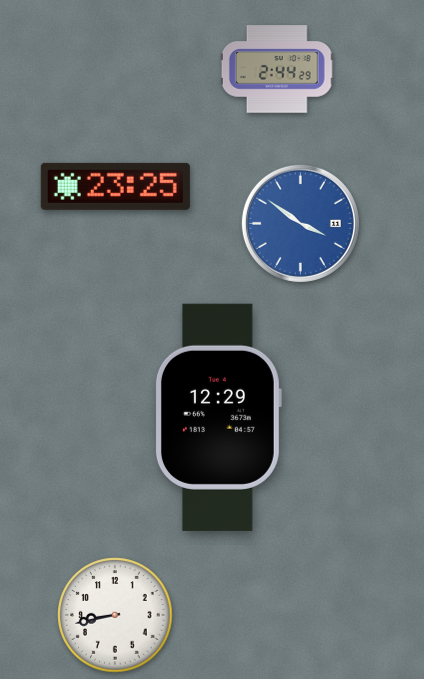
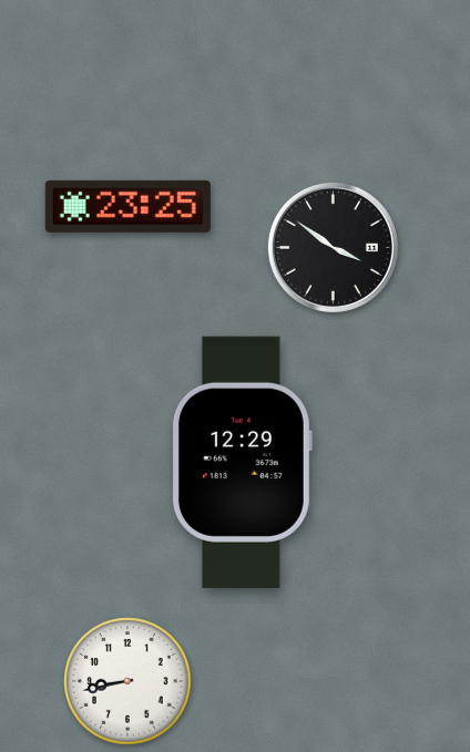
clock at (277, 69): 2:44 -> none
clock at (300, 223) dial: blue -> black
